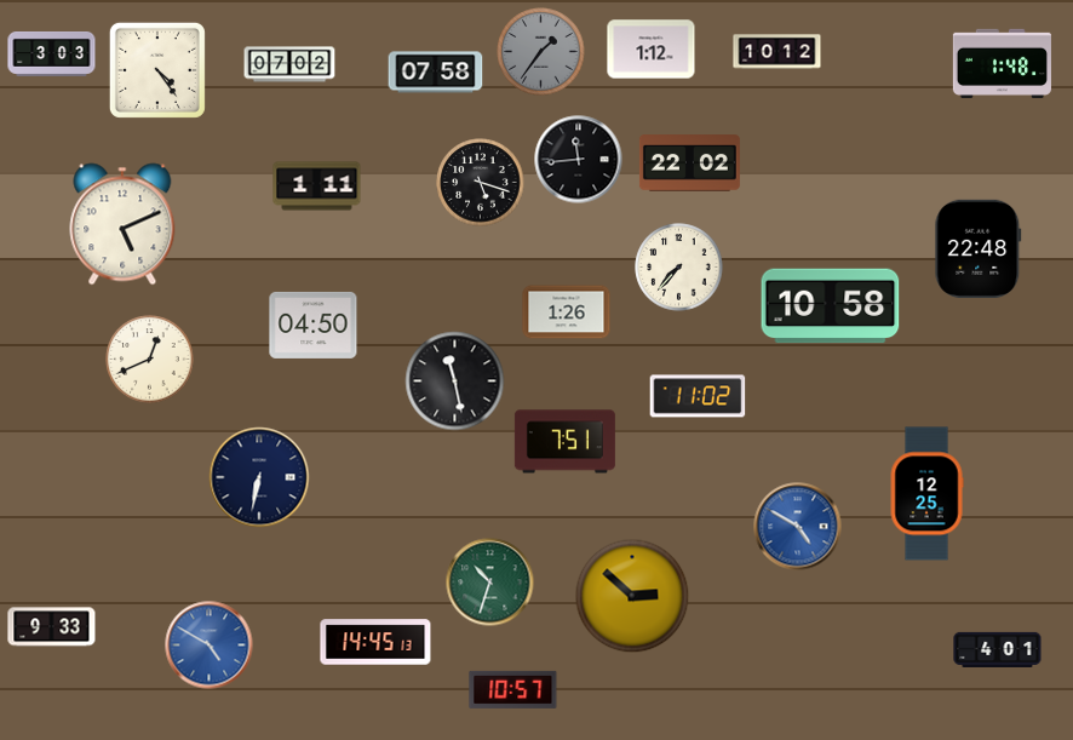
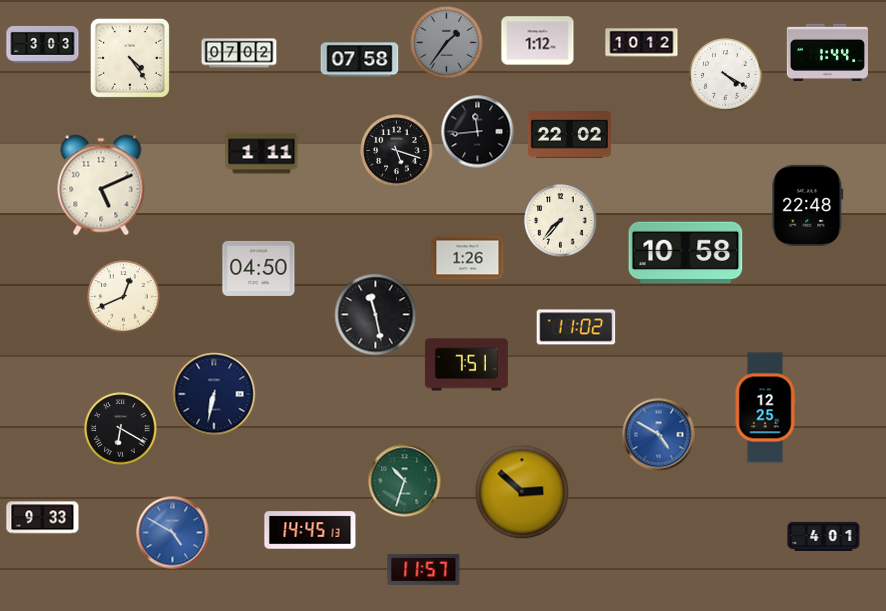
clock at (1002, 63): 1:48 -> 1:44
clock at (726, 75): none -> 4:20
clock at (121, 429): none -> 6:20
clock at (513, 689): 10:57 -> 11:57
